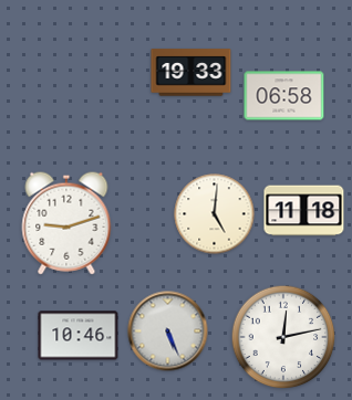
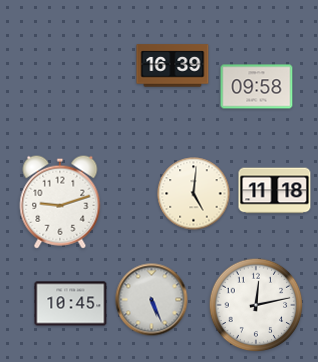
clock at (191, 73): 19:33 -> 16:39
clock at (284, 96): 06:58 -> 09:58
clock at (79, 336): 10:46 -> 10:45
